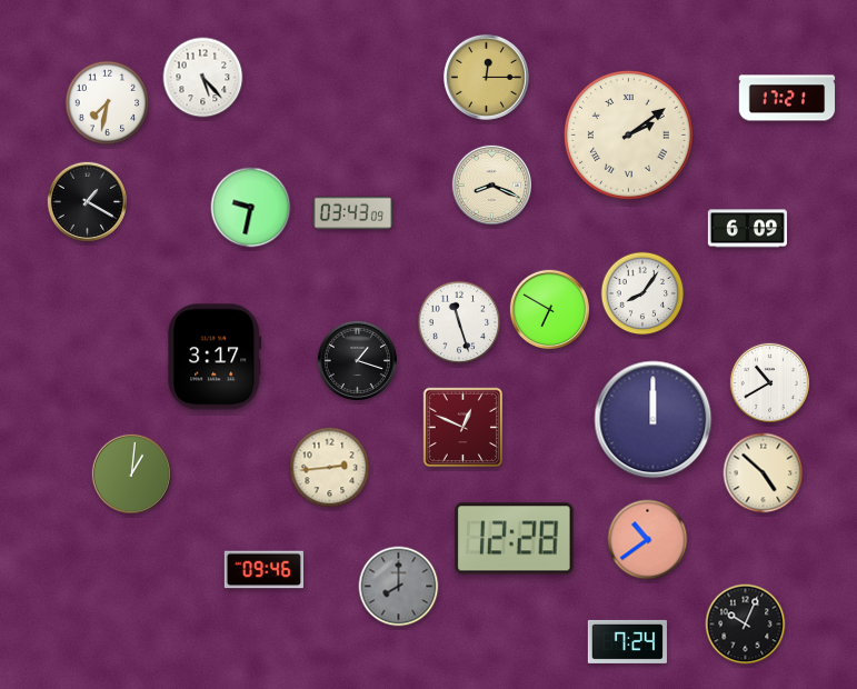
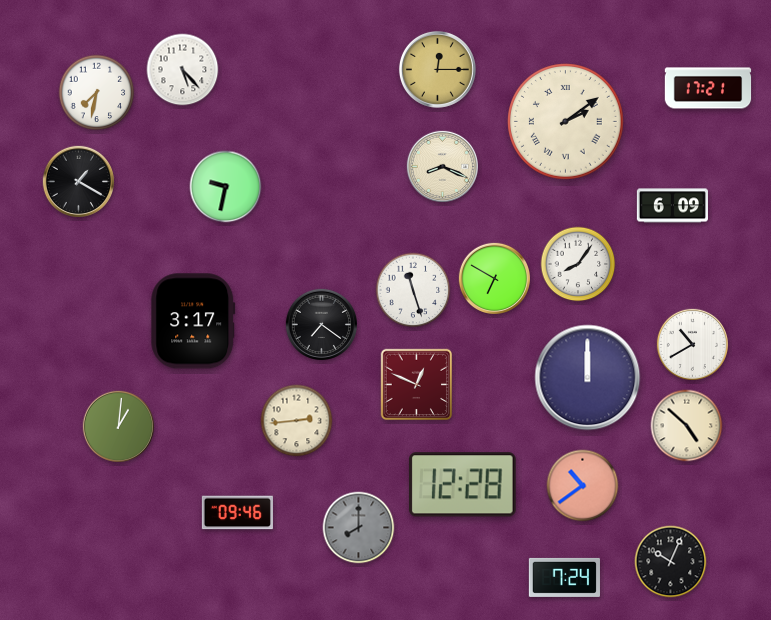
clock at (352, 213): 03:43 -> none
clock at (357, 360): 1:18 -> 7:21
